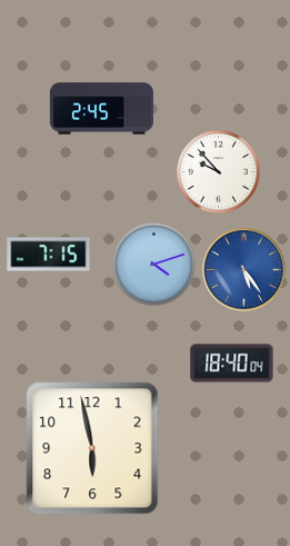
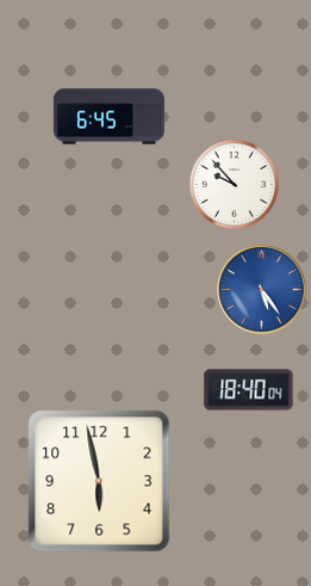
clock at (101, 109): 2:45 -> 6:45
clock at (49, 255): 7:15 -> none
clock at (153, 264): 4:12 -> none
